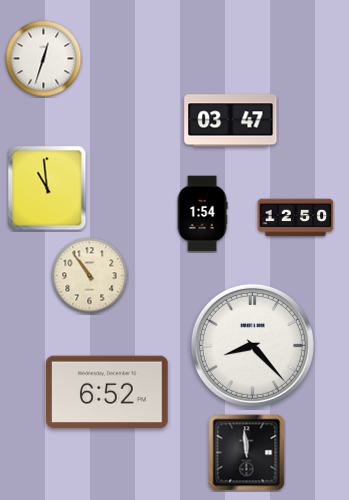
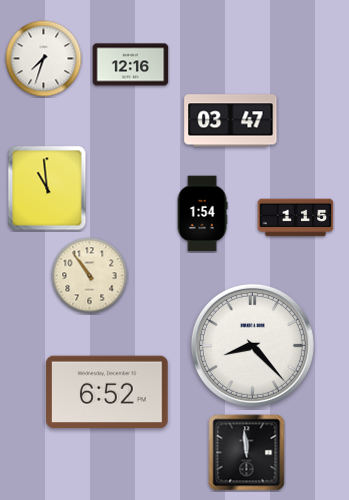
clock at (44, 59): 12:33 -> 7:33
clock at (131, 65): none -> 12:16
clock at (296, 218): 12:50 -> 1:15
